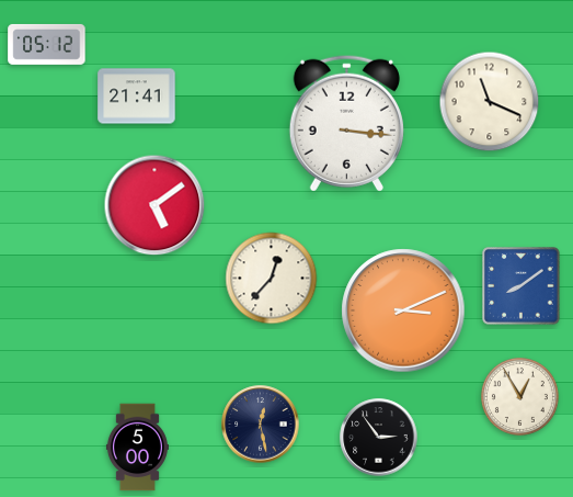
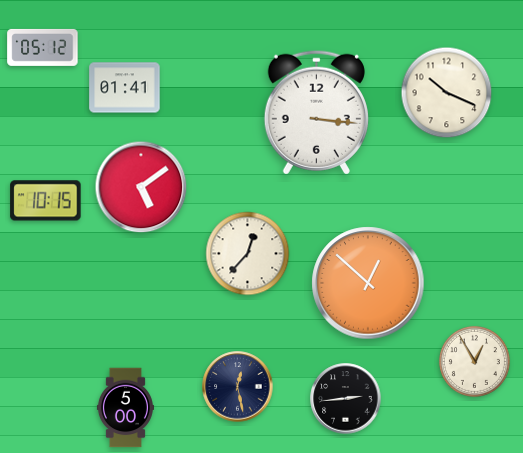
clock at (47, 44) position: (47, 44) -> (43, 47)
clock at (137, 97): 21:41 -> 01:41
clock at (490, 102): 11:19 -> 10:19
clock at (46, 201): none -> 10:15
clock at (522, 286): 8:09 -> none
clock at (403, 310): 3:11 -> 12:52
clock at (379, 438): 2:54 -> 2:44
